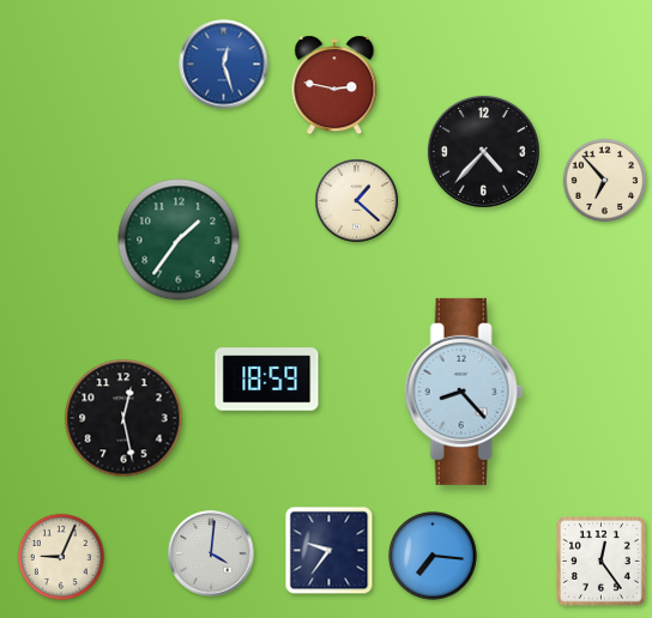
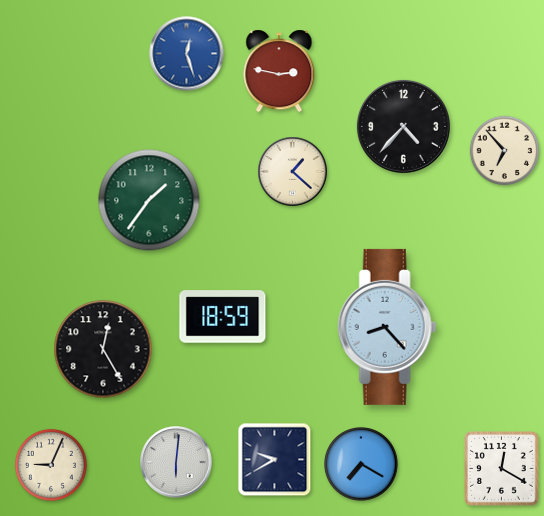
clock at (357, 201) position: (357, 201) -> (293, 172)
clock at (123, 418): 12:28 -> 12:25
clock at (330, 551): 9:36 -> 9:40
clock at (211, 553): 4:01 -> 6:01
clock at (433, 556): 7:16 -> 7:20
clock at (602, 562): 12:24 -> 12:20
